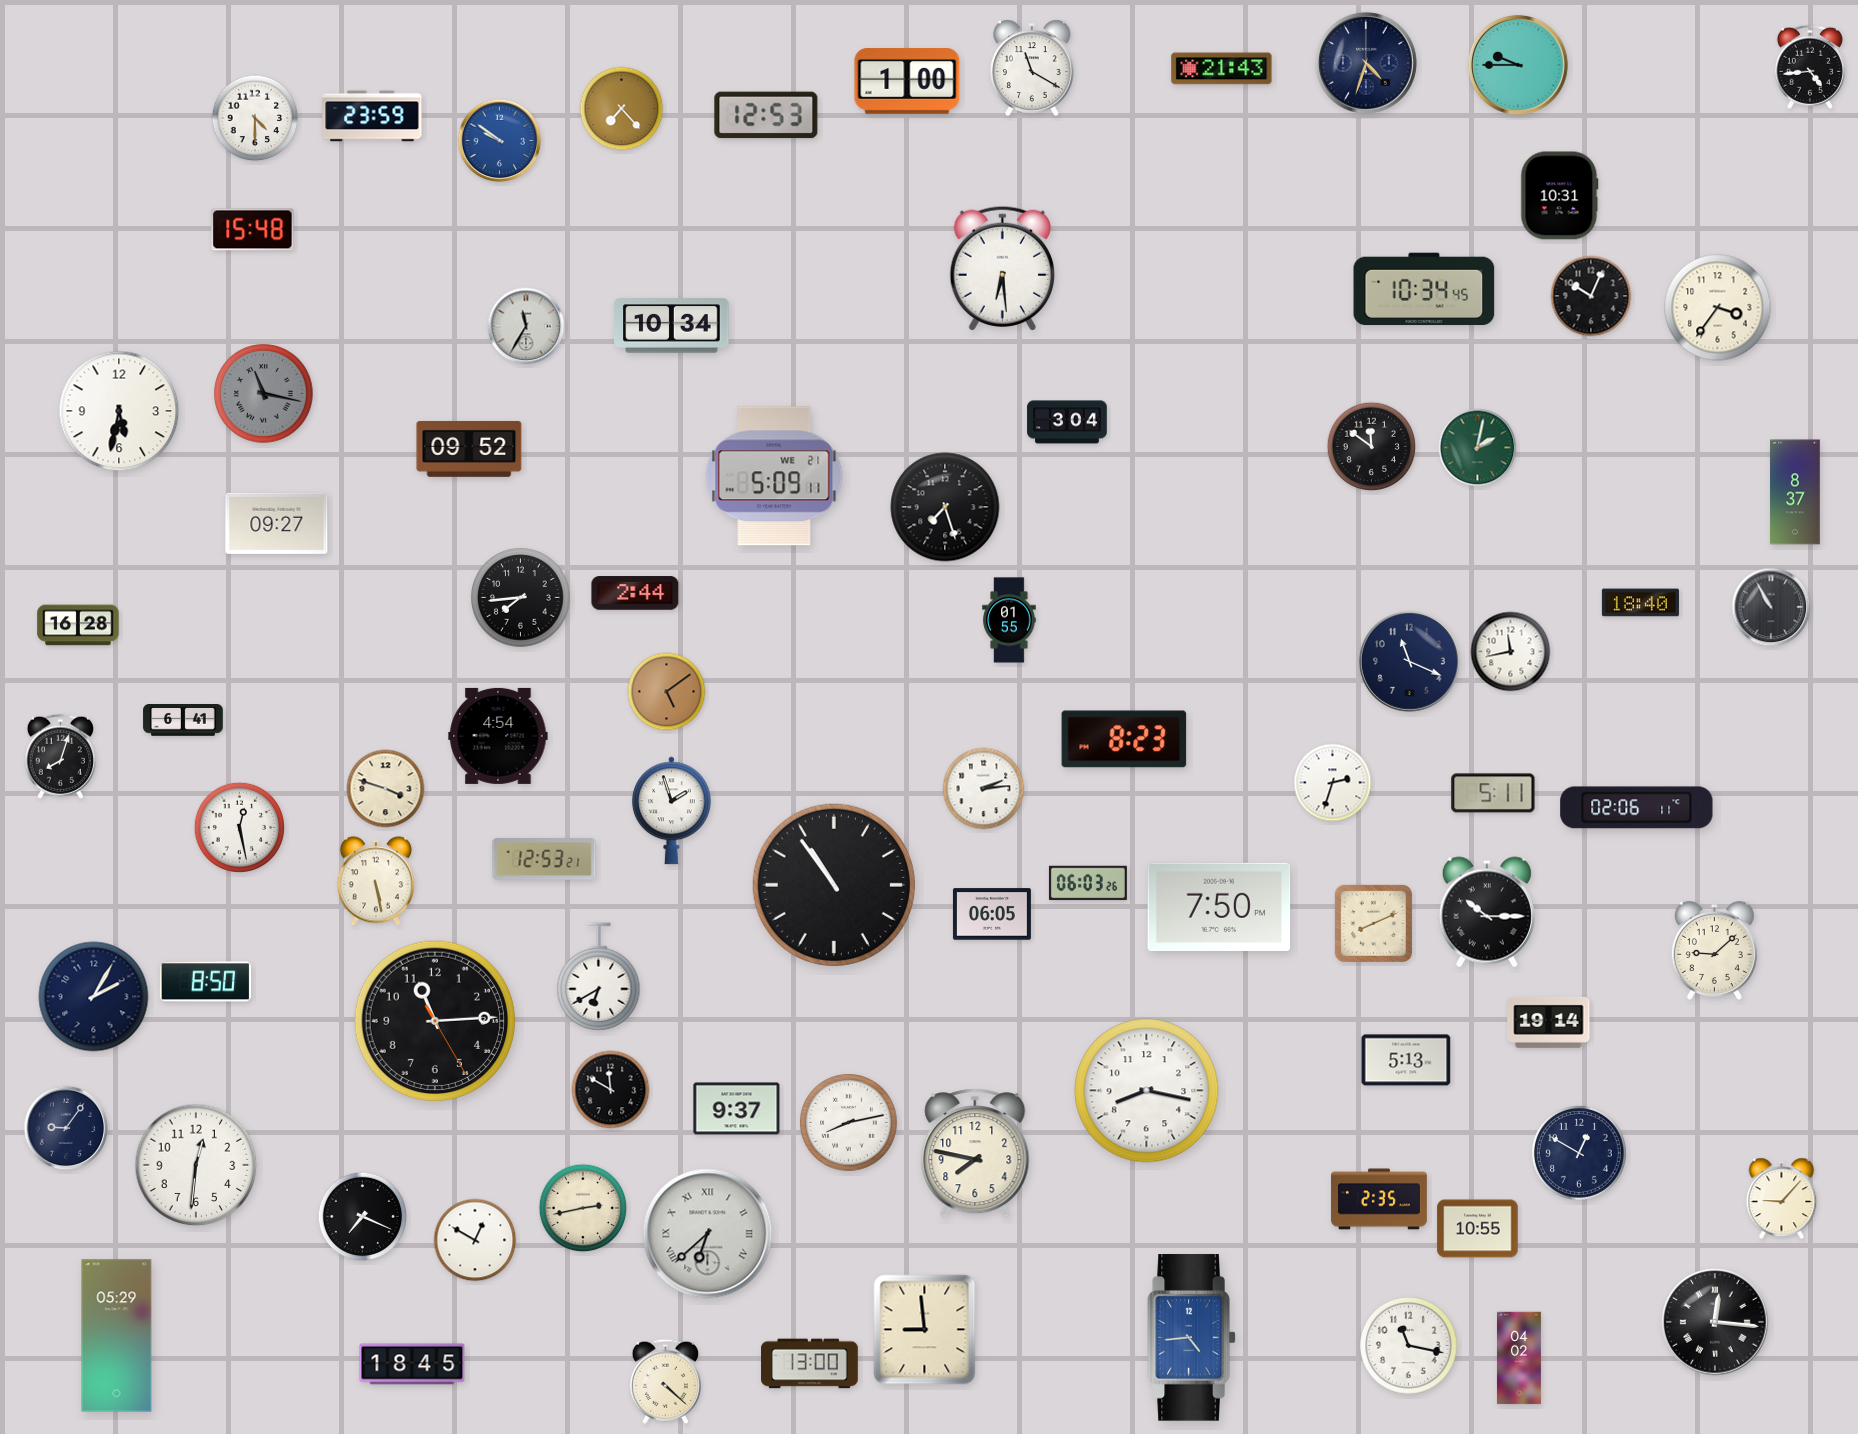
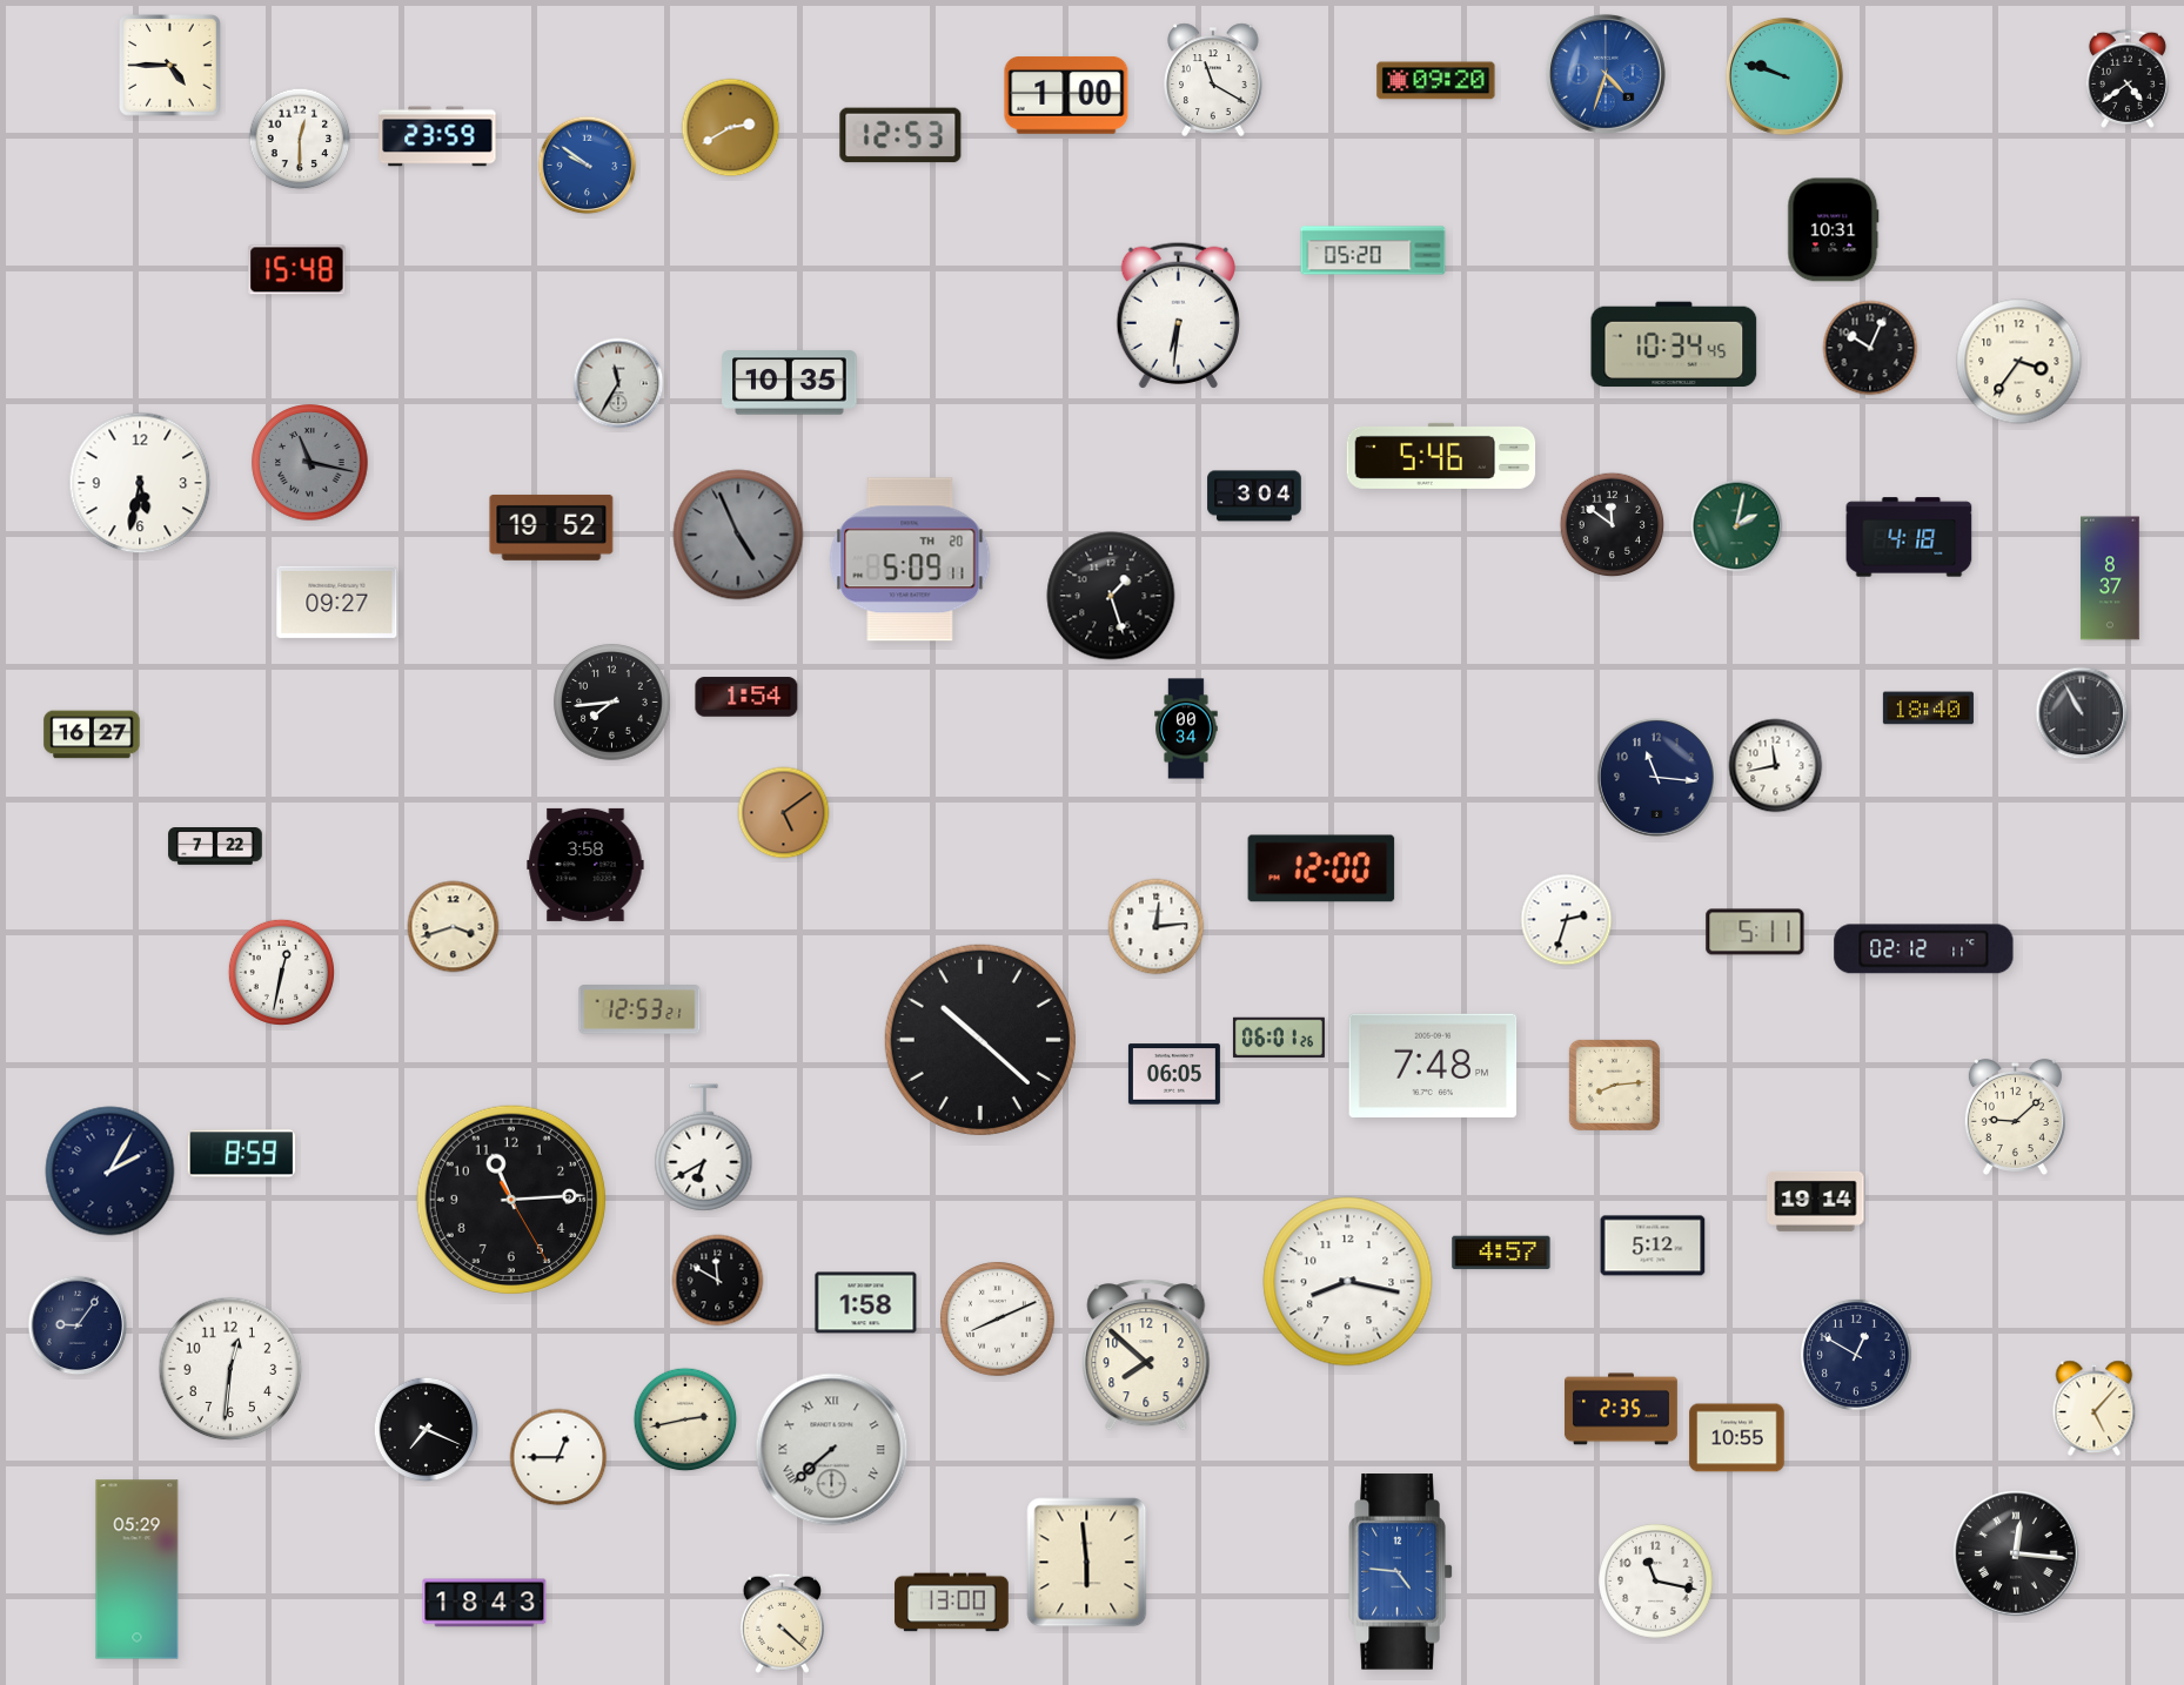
clock at (170, 66): none -> 4:45
clock at (1366, 63) dial: navy -> blue
clock at (1518, 65): 9:45 -> 9:48
clock at (1810, 67): 4:44 -> 4:39
clock at (1222, 69): 21:43 -> 09:20
clock at (622, 109): 7:23 -> 2:40
clock at (255, 118): 4:30 -> 12:30
clock at (1373, 250): none -> 05:20
clock at (1002, 268): 6:29 -> 6:31
clock at (1424, 289) position: (1424, 289) -> (1674, 344)
clock at (672, 326): 10:34 -> 10:35
clock at (1441, 456): none -> 5:46
clock at (469, 449): 09:52 -> 19:52
clock at (738, 535): none -> 4:56
clock at (1909, 537): none -> 4:18
clock at (774, 476) date: WE 21 -> TH 20
clock at (945, 507): 7:27 -> 1:27
clock at (277, 523) position: (277, 523) -> (337, 602)
clock at (635, 593): 2:44 -> 1:54
clock at (1009, 620): 01:55 -> 00:34
clock at (78, 625): 16:28 -> 16:27
clock at (1409, 661): 11:19 -> 11:16
clock at (183, 721): 6:41 -> 7:22
clock at (498, 736): 4:54 -> 3:58
clock at (1124, 739): 8:23 -> 12:00
clock at (60, 756): 8:03 -> none
clock at (386, 789): 3:48 -> 3:42
clock at (984, 789): 2:14 -> 12:14
clock at (1637, 808): 02:06 -> 02:12
clock at (671, 811): 1:57 -> none
clock at (239, 827): 12:28 -> 12:32
clock at (376, 881): 5:28 -> none
clock at (1088, 883): 06:03 -> 06:01
clock at (834, 885): 10:54 -> 10:22
clock at (1219, 906): 7:50 -> 7:48
clock at (1487, 912): 10:15 -> none
clock at (992, 914) position: (992, 914) -> (1174, 1074)
clock at (1373, 923): 8:11 -> 8:14
clock at (206, 982): 8:50 -> 8:59
clock at (1549, 1022) position: (1549, 1022) -> (1816, 1201)
clock at (1406, 1060): 5:13 -> 5:12
clock at (1501, 1253): none -> 4:57
clock at (737, 1109): 9:37 -> 1:58
clock at (849, 1123): 8:13 -> 8:11
clock at (975, 1153): 7:47 -> 7:52
clock at (1782, 1199): 9:07 -> 5:07
clock at (1478, 1229) position: (1478, 1229) -> (1737, 1438)
clock at (708, 1234): 6:38 -> 7:38
clock at (475, 1240): 12:50 -> 12:45
clock at (925, 1330): 8:59 -> 5:59
clock at (1192, 1338): 4:44 -> 4:46
clock at (1519, 1358): 04:02 -> none
clock at (412, 1364): 18:45 -> 18:43
